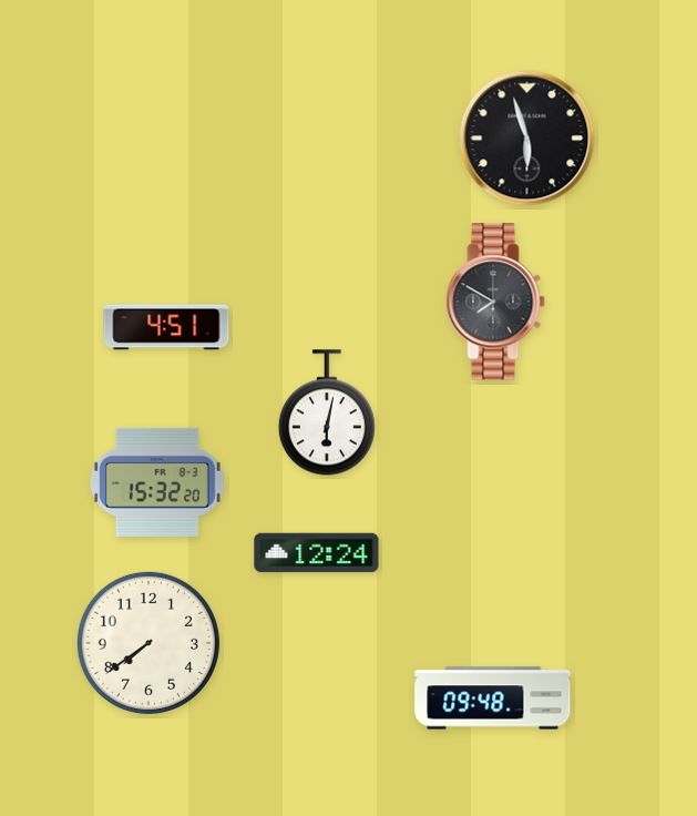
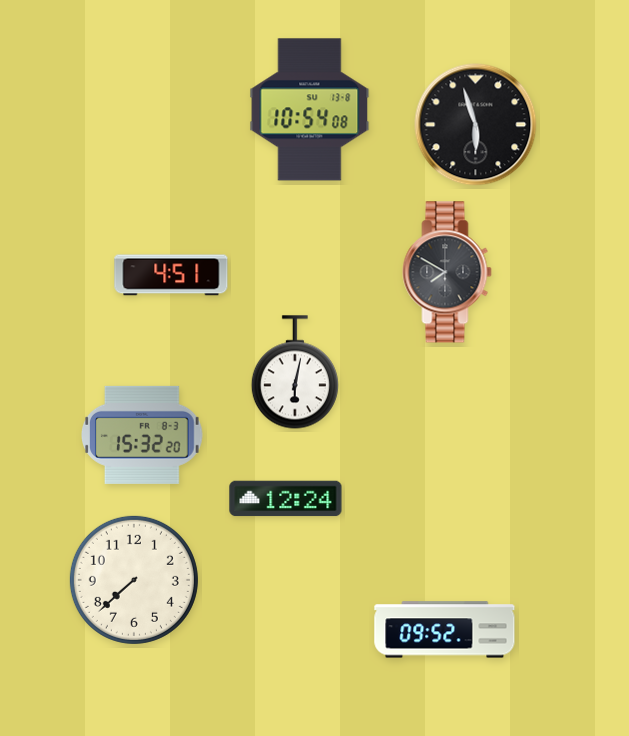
clock at (310, 110): none -> 10:54
clock at (166, 327) position: (166, 327) -> (171, 275)
clock at (148, 643): 7:39 -> 7:38
clock at (493, 698): 09:48 -> 09:52
